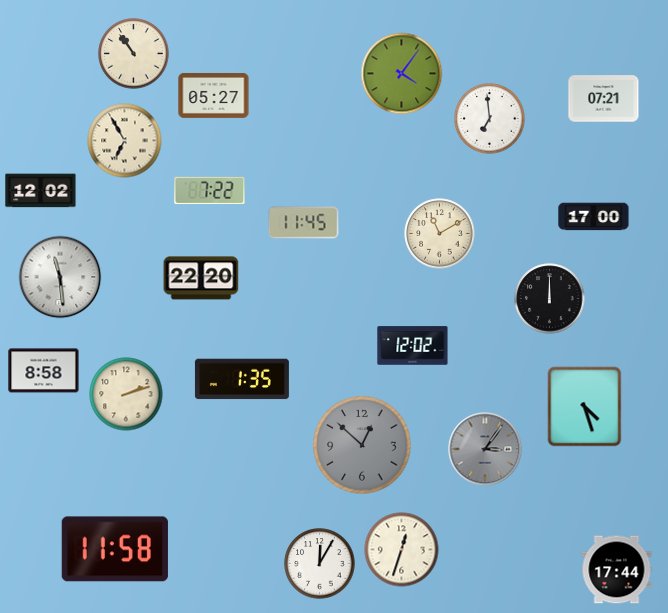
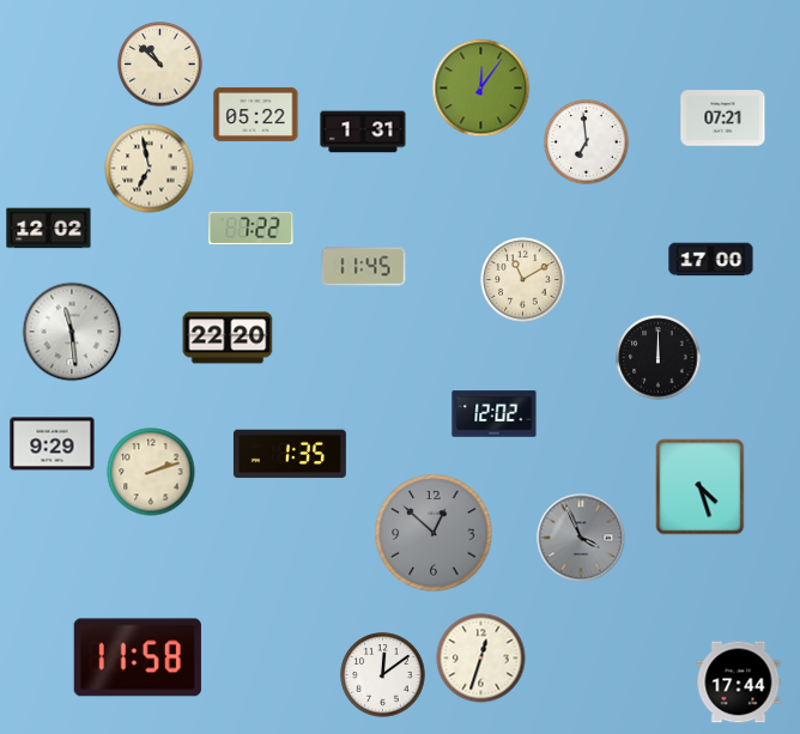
clock at (134, 54): 10:54 -> 10:52
clock at (402, 74): 4:06 -> 12:06
clock at (214, 95): 05:27 -> 05:22
clock at (363, 132): none -> 1:31
clock at (125, 141): 6:55 -> 6:58
clock at (440, 234) position: (440, 234) -> (523, 280)
clock at (201, 278) position: (201, 278) -> (228, 338)
clock at (44, 371): 8:58 -> 9:29
clock at (485, 449): 3:06 -> 3:56
clock at (320, 564): 12:05 -> 12:09
